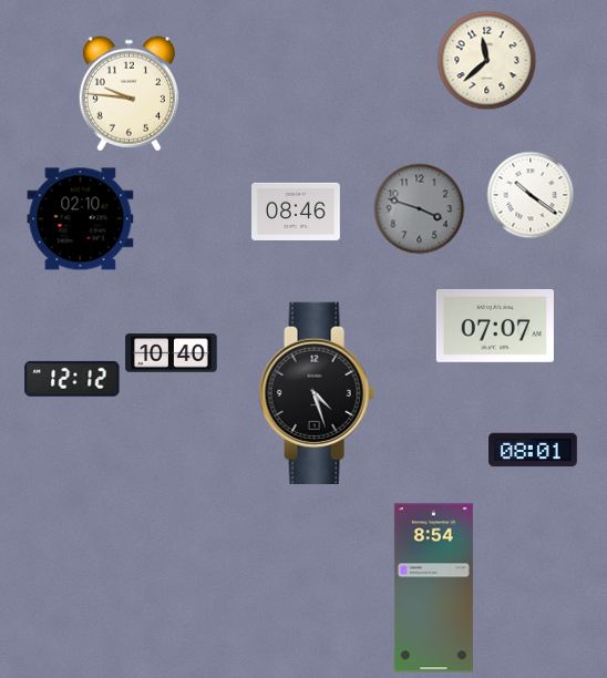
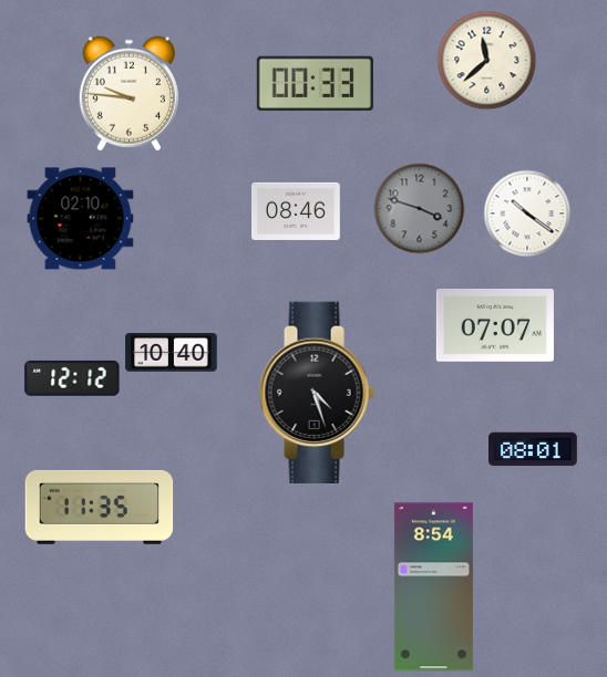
clock at (315, 84): none -> 00:33
clock at (531, 195) position: (531, 195) -> (527, 213)
clock at (100, 507): none -> 11:35
